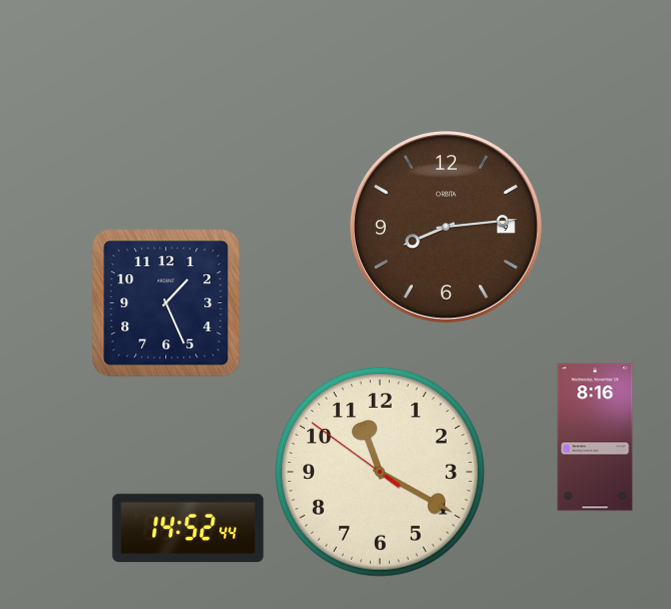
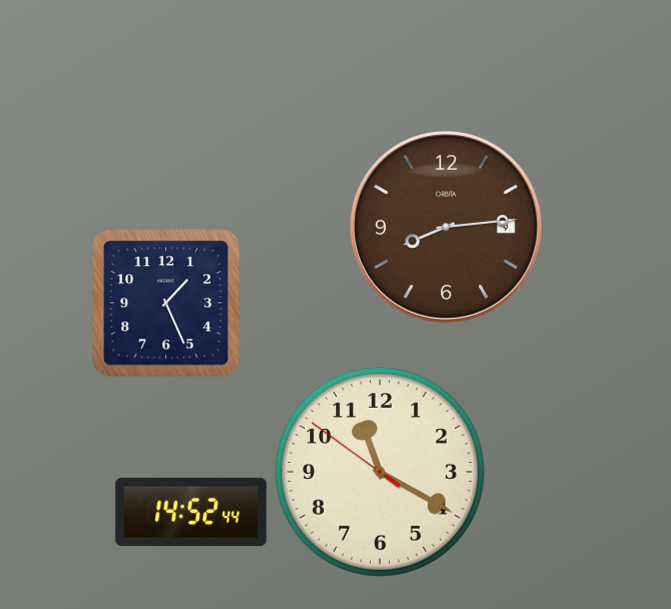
clock at (595, 437): 8:16 -> none
clock at (188, 528) position: (188, 528) -> (191, 512)
